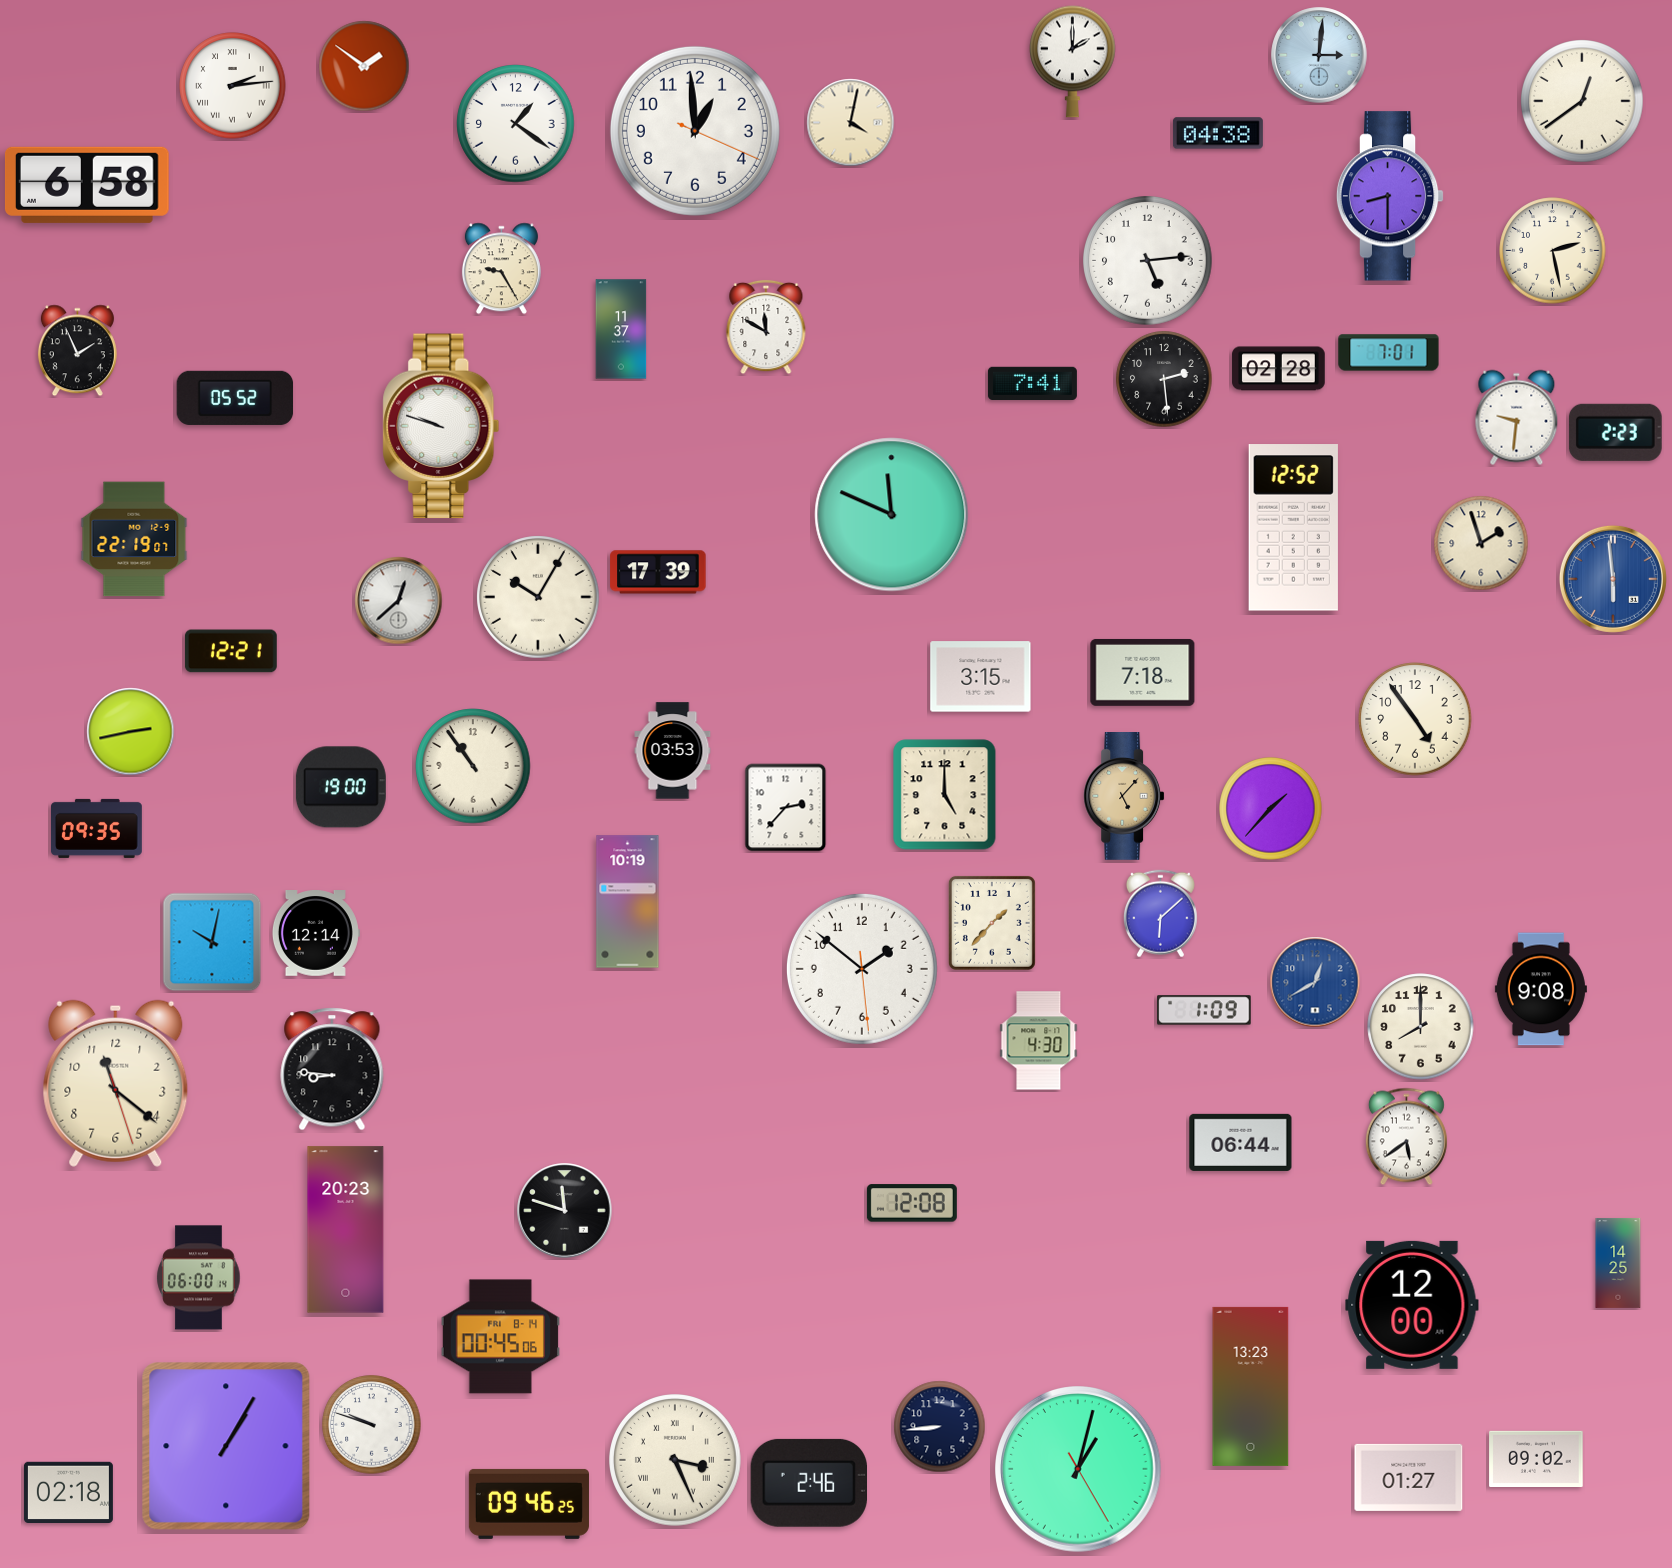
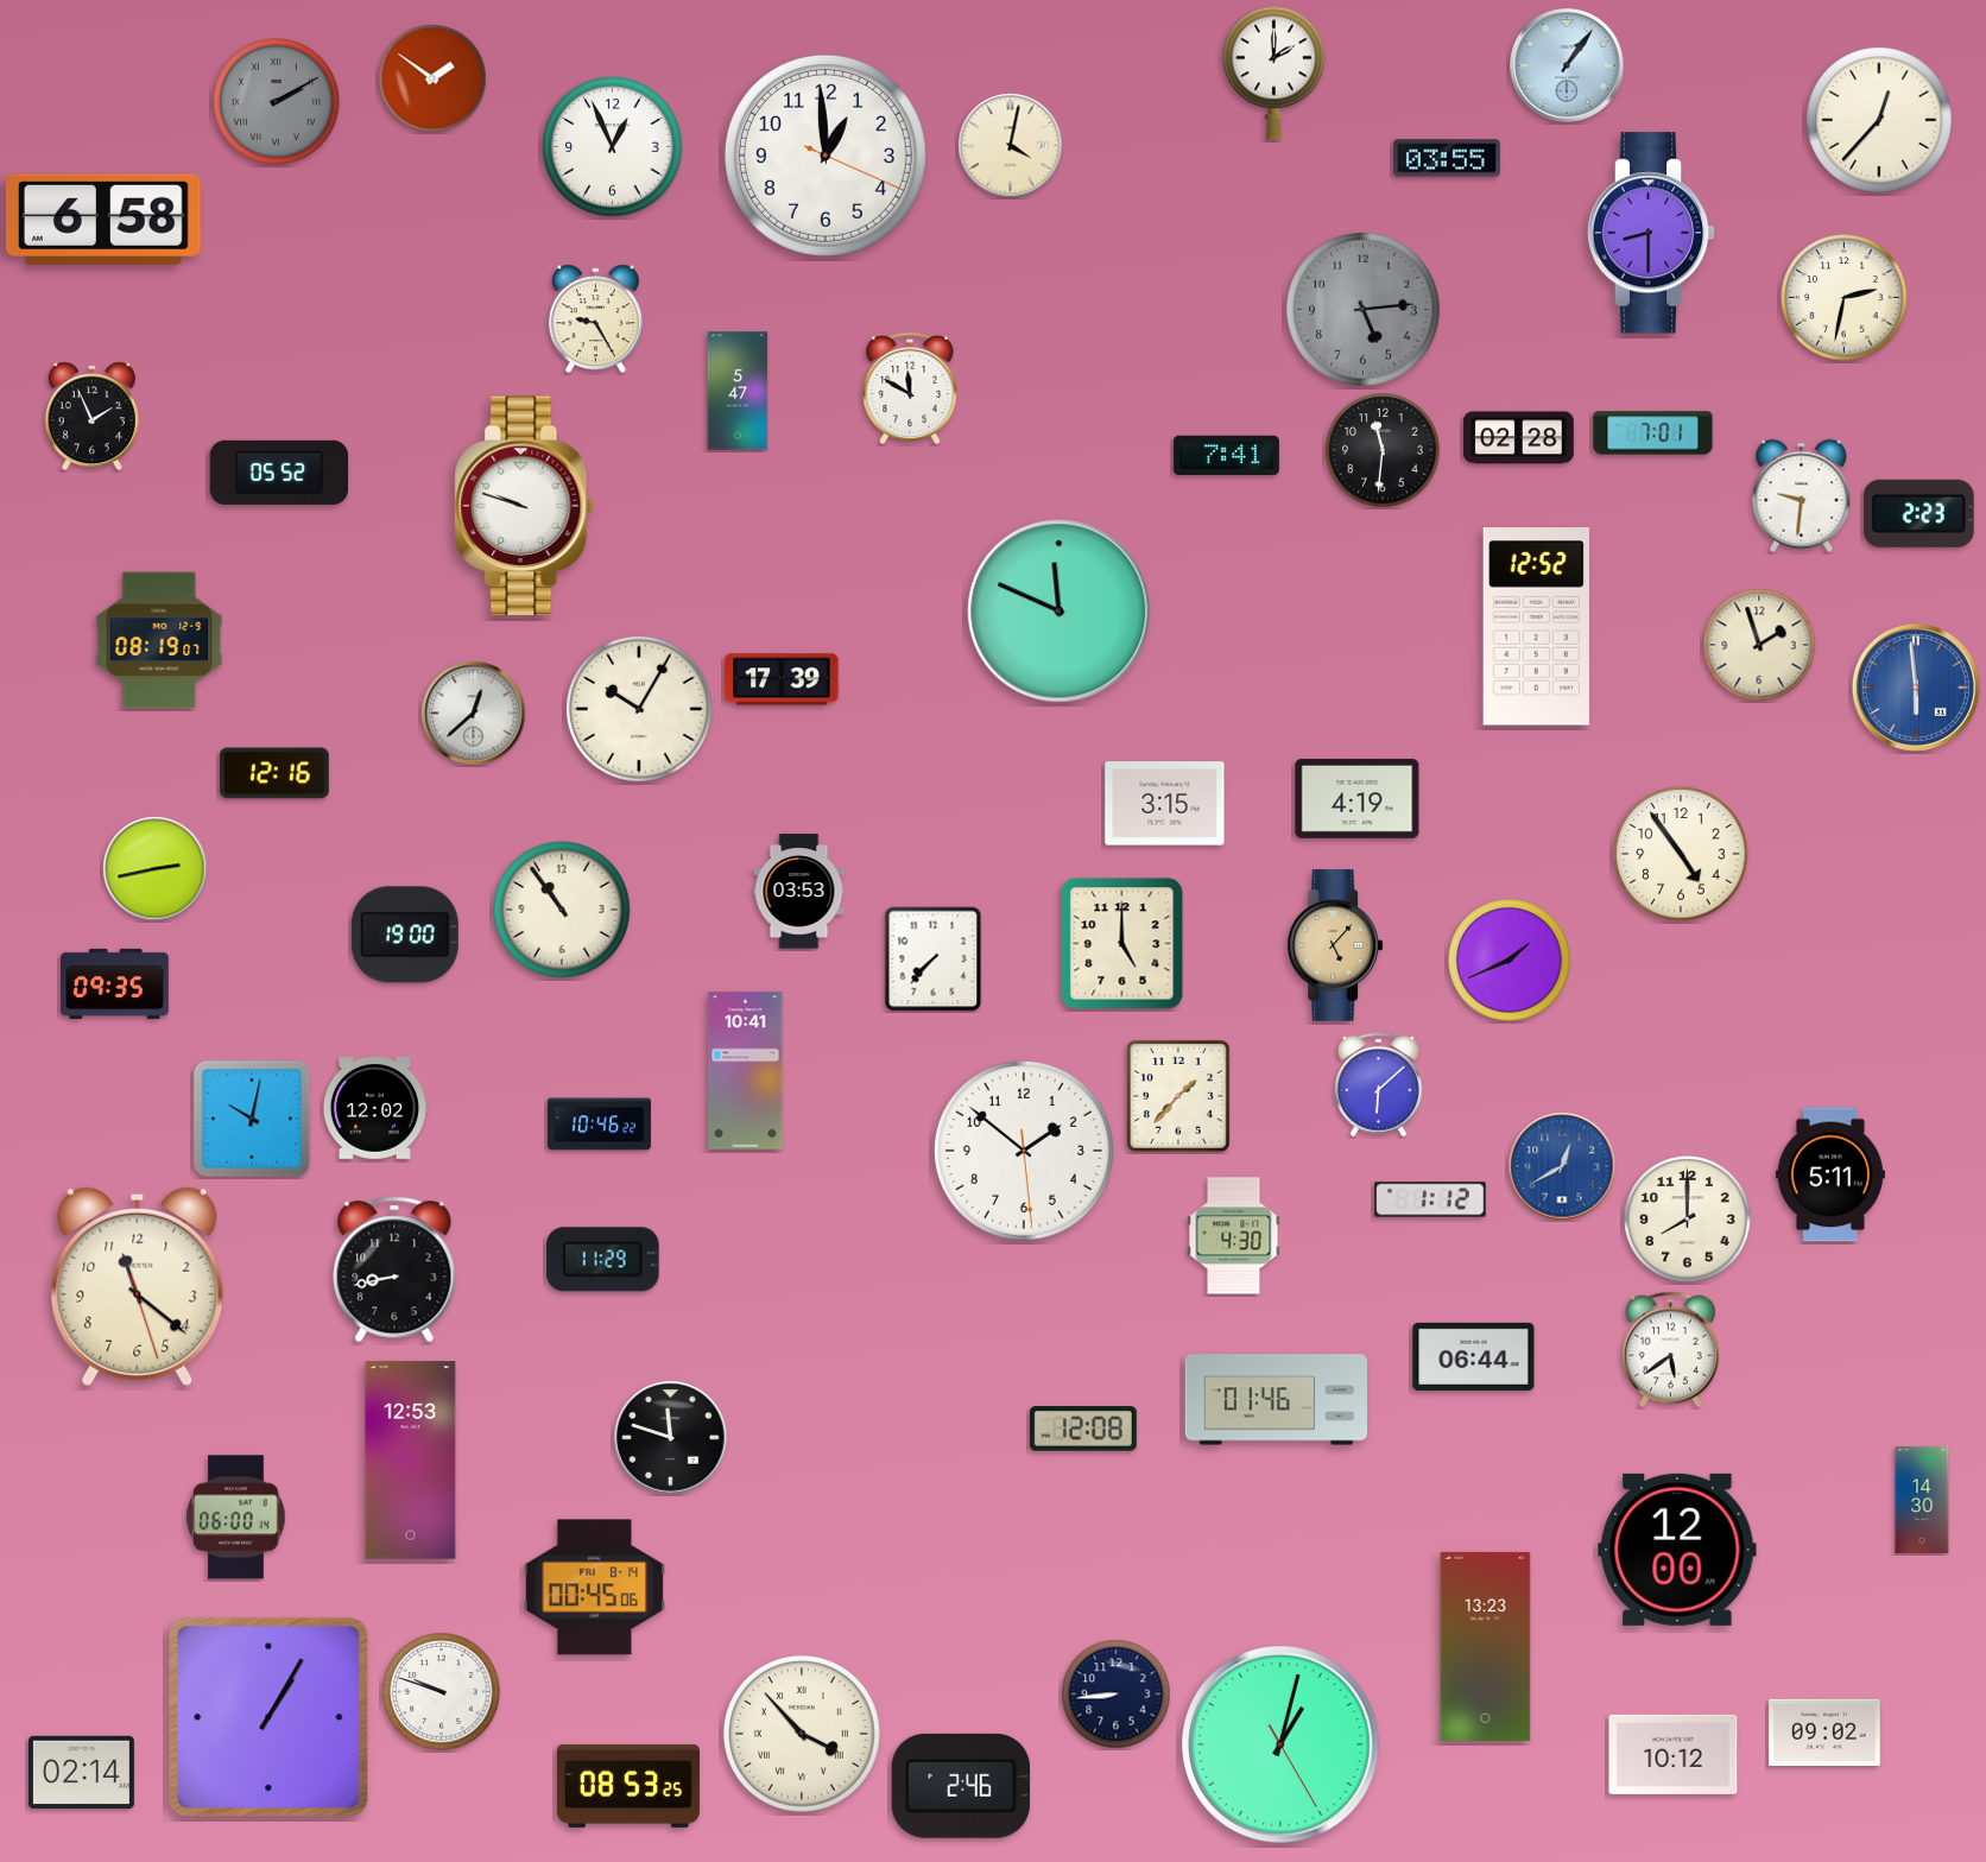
clock at (1319, 55): 3:01 -> 1:06
clock at (233, 86): 2:14 -> 2:10
clock at (233, 86) dial: white -> grey
clock at (1582, 101): 12:39 -> 12:37
clock at (516, 124): 1:21 -> 12:56
clock at (1218, 133): 04:38 -> 03:55
clock at (1553, 251): 2:28 -> 2:32
clock at (1148, 261) dial: white -> grey
clock at (621, 329): 11:37 -> 5:47
clock at (1389, 353) position: (1389, 353) -> (1653, 433)
clock at (1164, 379): 2:29 -> 11:31
clock at (134, 539): 22:19 -> 08:19
clock at (231, 651): 12:21 -> 12:16
clock at (1143, 672): 7:18 -> 4:19
clock at (786, 808): 2:37 -> 7:37
clock at (1271, 809): 1:37 -> 1:41
clock at (628, 902): 10:19 -> 10:41
clock at (316, 934): 12:14 -> 12:02
clock at (599, 1125): none -> 10:46
clock at (1541, 989): 9:08 -> 5:11
clock at (1204, 1010): 1:09 -> 1:12
clock at (603, 1260): none -> 11:29
clock at (332, 1069): 8:46 -> 8:43
clock at (1277, 1400): none -> 01:46
clock at (346, 1230): 20:23 -> 12:53
clock at (1618, 1264): 14:25 -> 14:30
clock at (676, 1461): 3:26 -> 3:53
clock at (1409, 1477): 01:27 -> 10:12
clock at (808, 1483) position: (808, 1483) -> (960, 1786)
clock at (68, 1493): 02:18 -> 02:14
clock at (529, 1504): 09:46 -> 08:53
